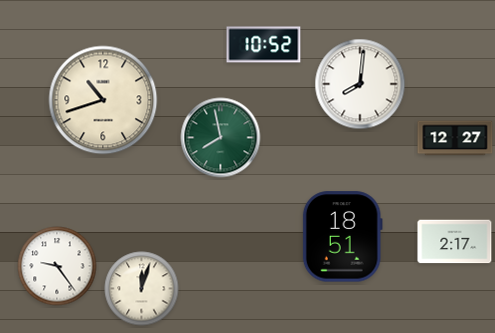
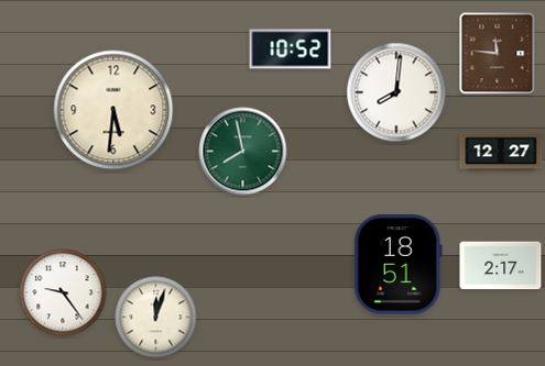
clock at (498, 54): none -> 11:46
clock at (103, 100): 10:42 -> 5:31
clock at (342, 237) position: (342, 237) -> (397, 265)
